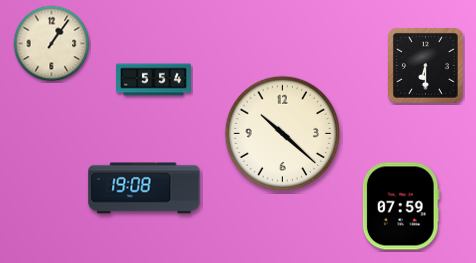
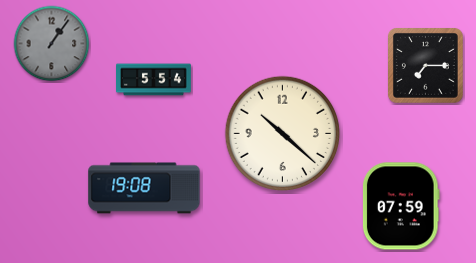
clock at (52, 44) dial: cream -> grey
clock at (426, 66): 6:30 -> 7:15
